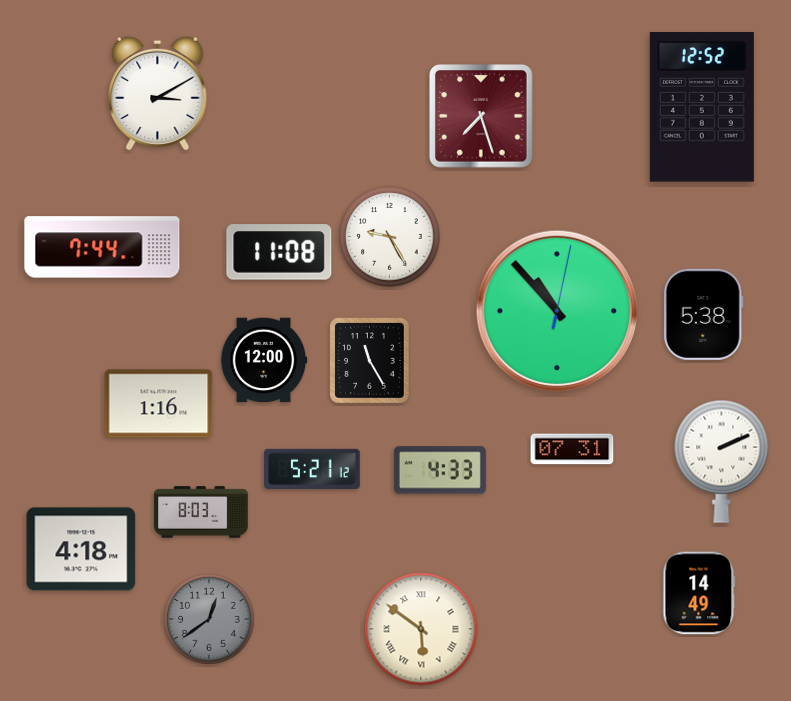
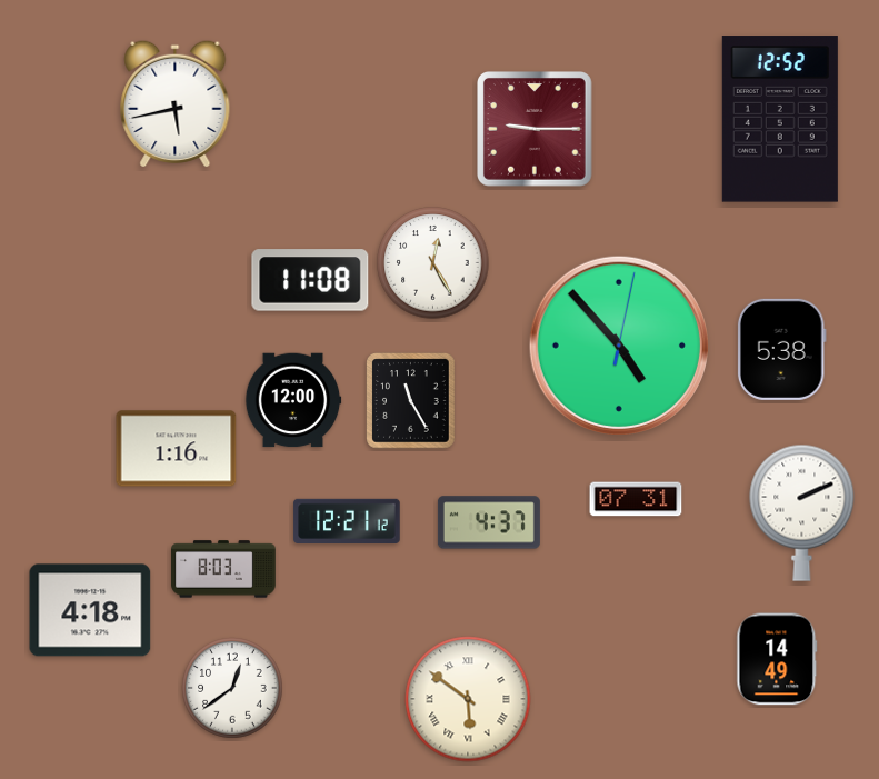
clock at (158, 93): 3:10 -> 5:43
clock at (482, 117): 7:27 -> 9:15
clock at (390, 237): 9:25 -> 12:25
clock at (102, 247): 7:44 -> none
clock at (557, 311): 10:53 -> 4:53
clock at (312, 468): 5:21 -> 12:21
clock at (440, 470): 4:33 -> 4:37
clock at (209, 619) dial: grey -> white
